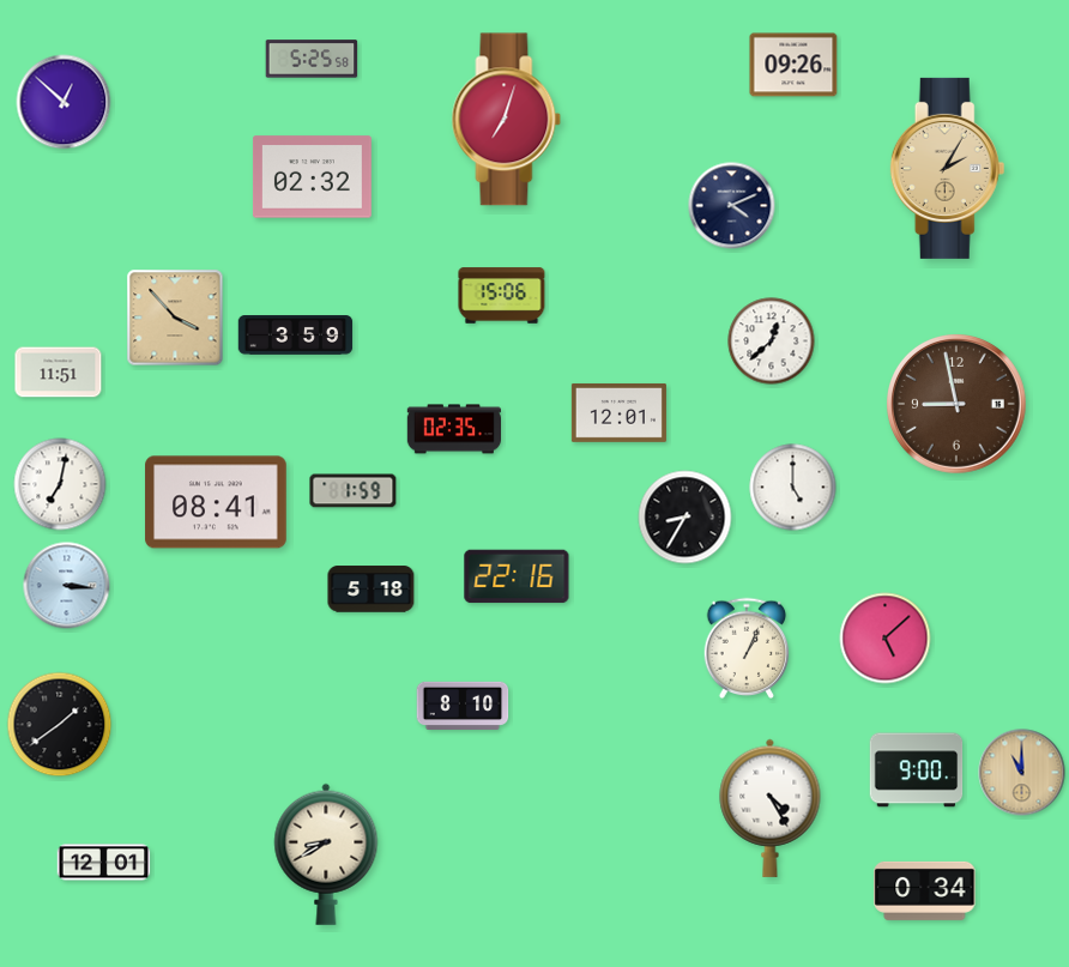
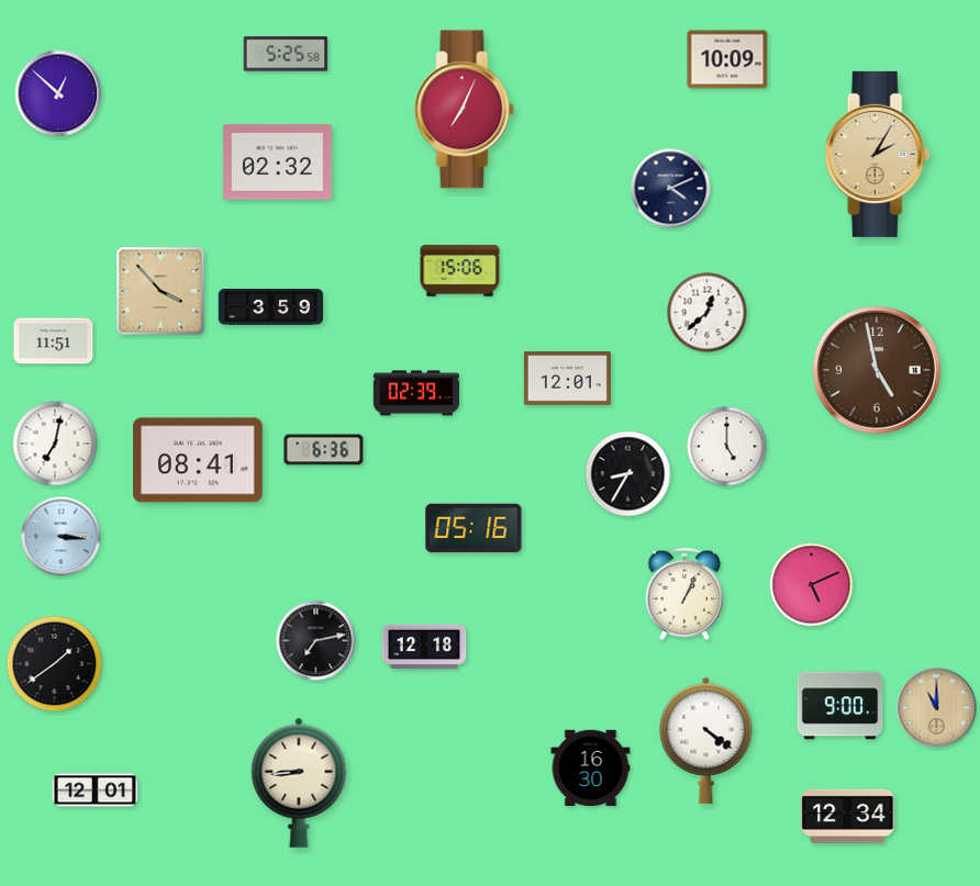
clock at (793, 65): 09:26 -> 10:09
clock at (507, 120): 7:03 -> 7:04
clock at (948, 168) position: (948, 168) -> (878, 154)
clock at (312, 177) position: (312, 177) -> (277, 162)
clock at (958, 405): 8:58 -> 4:58
clock at (453, 429): 02:35 -> 02:39
clock at (354, 491): 1:59 -> 6:36
clock at (517, 576): 22:16 -> 05:16
clock at (372, 590): 5:18 -> none
clock at (886, 639): 5:08 -> 5:11
clock at (316, 641): none -> 7:13
clock at (463, 705): 8:10 -> 12:18
clock at (771, 808): 4:25 -> 4:21
clock at (591, 767): none -> 16:30
clock at (326, 854): 8:40 -> 8:44
clock at (925, 890): 0:34 -> 12:34
